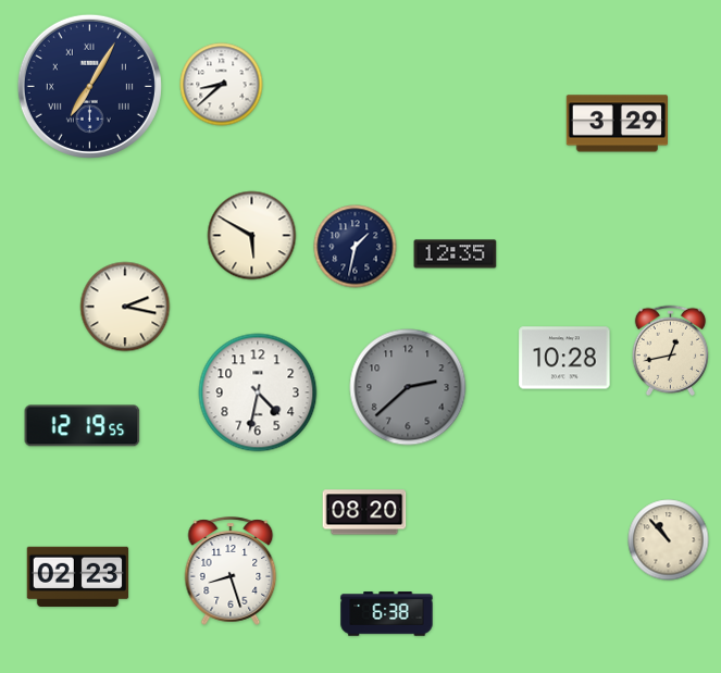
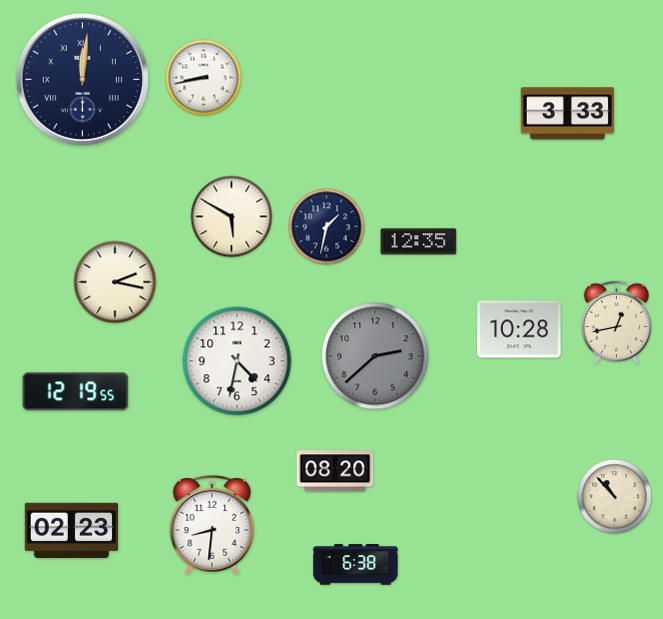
clock at (222, 85): 8:38 -> 8:43
clock at (89, 86): 7:05 -> 12:01
clock at (617, 124): 3:29 -> 3:33
clock at (456, 254) position: (456, 254) -> (419, 242)
clock at (231, 571): 8:27 -> 8:31
